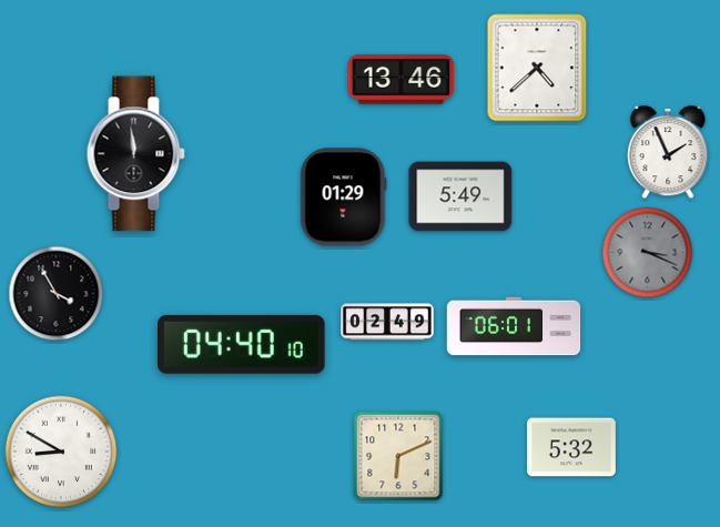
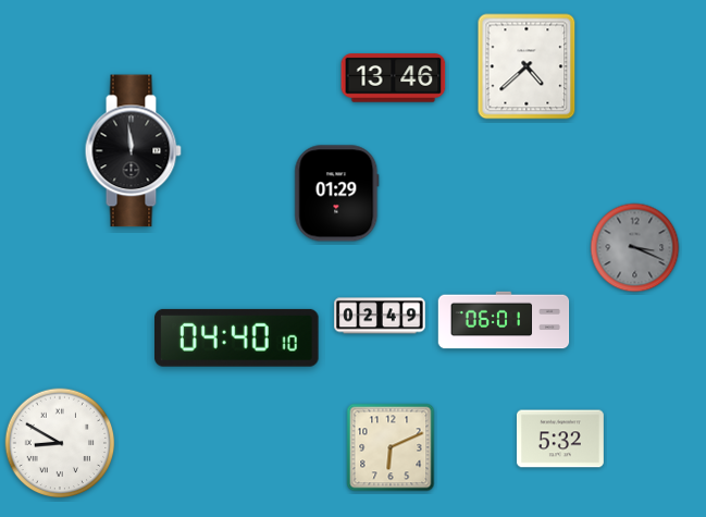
clock at (668, 152): 1:56 -> none
clock at (460, 196): 5:49 -> none
clock at (57, 294): 3:55 -> none
